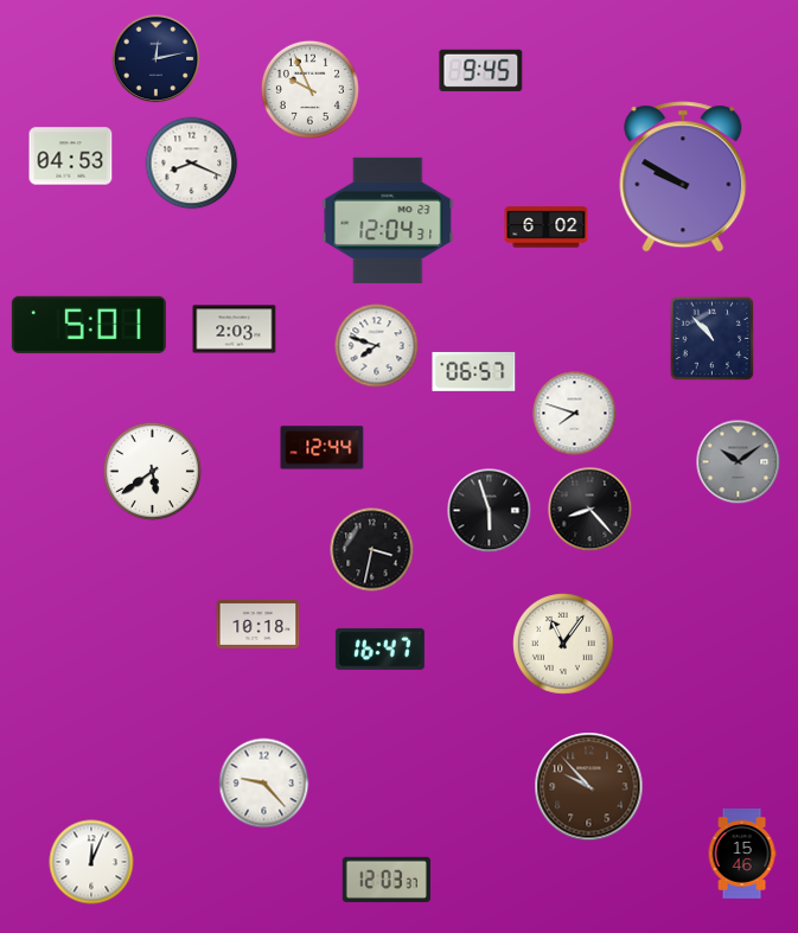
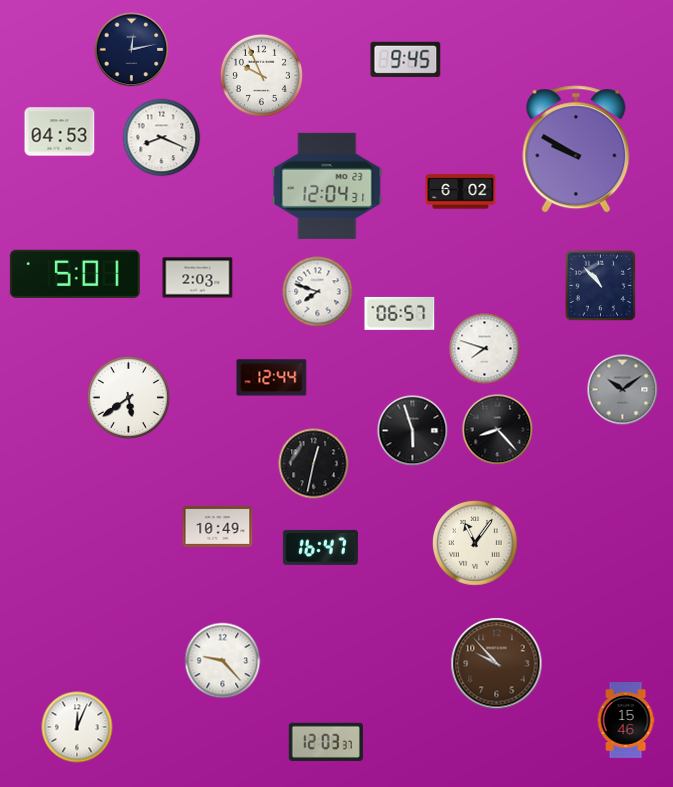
clock at (372, 550): 3:32 -> 12:32
clock at (258, 624): 10:18 -> 10:49
